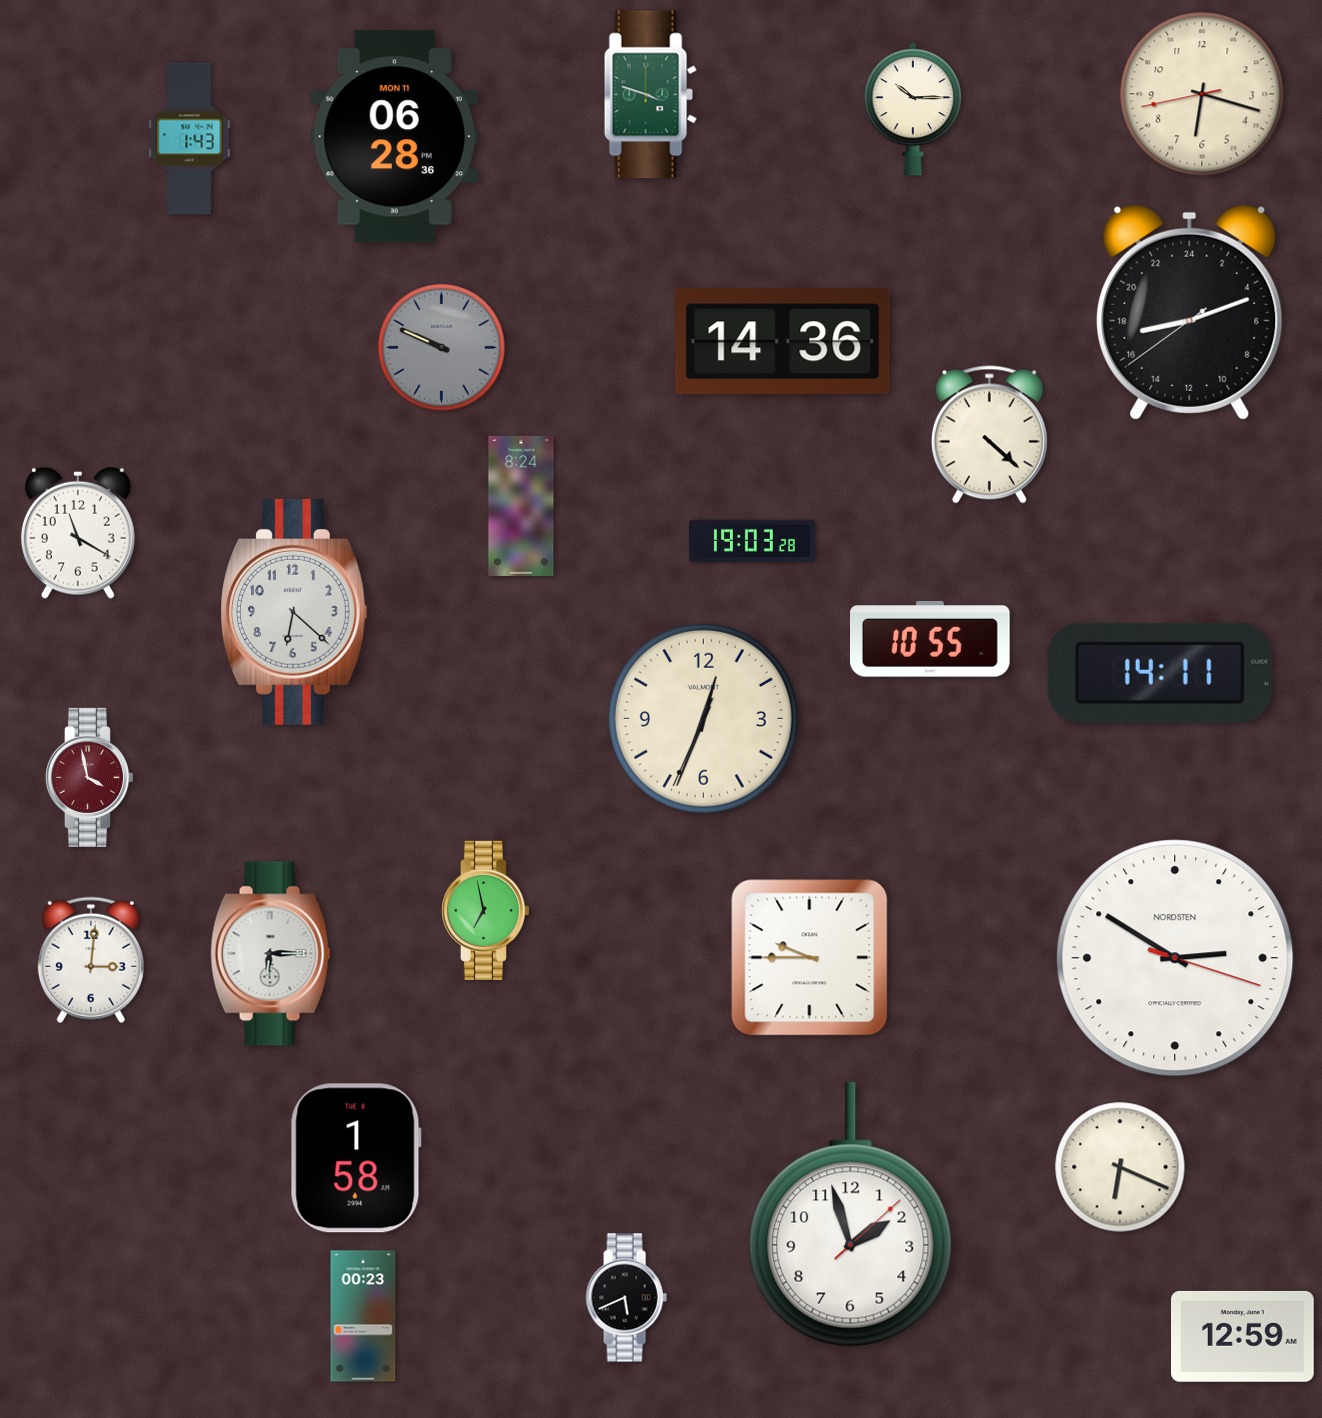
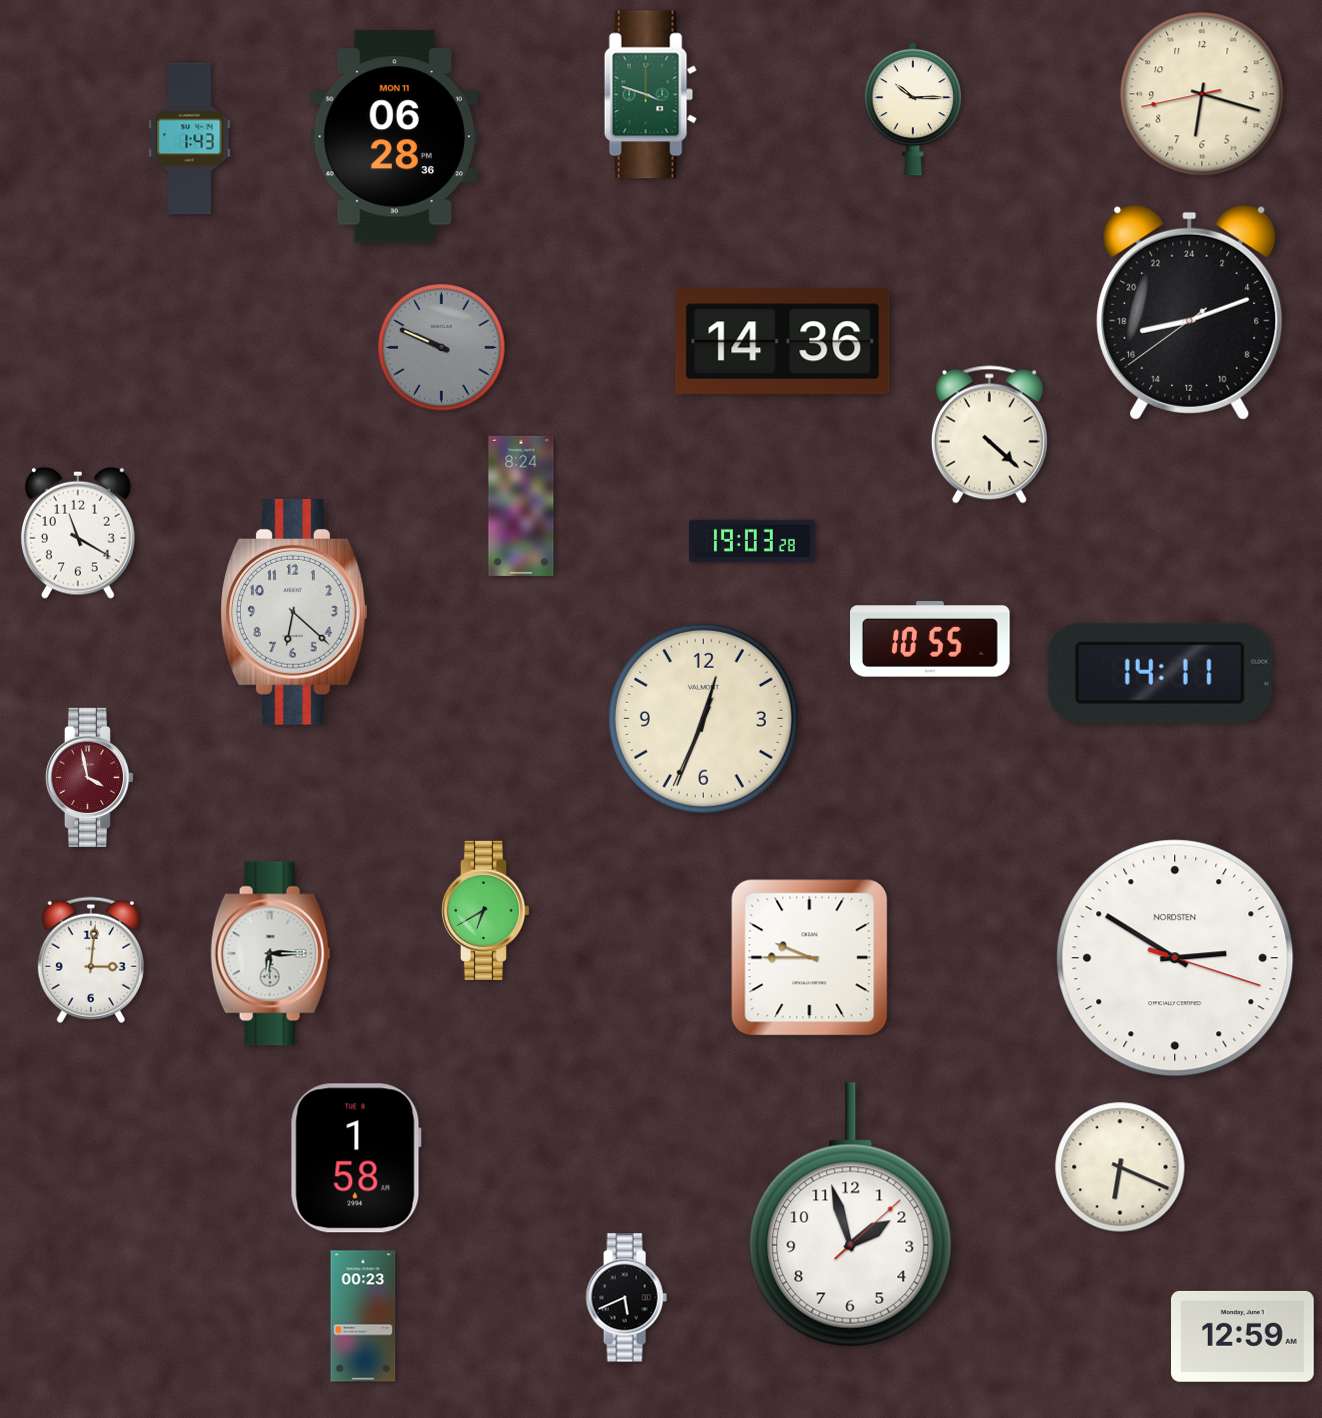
clock at (485, 910): 6:58 -> 6:40
